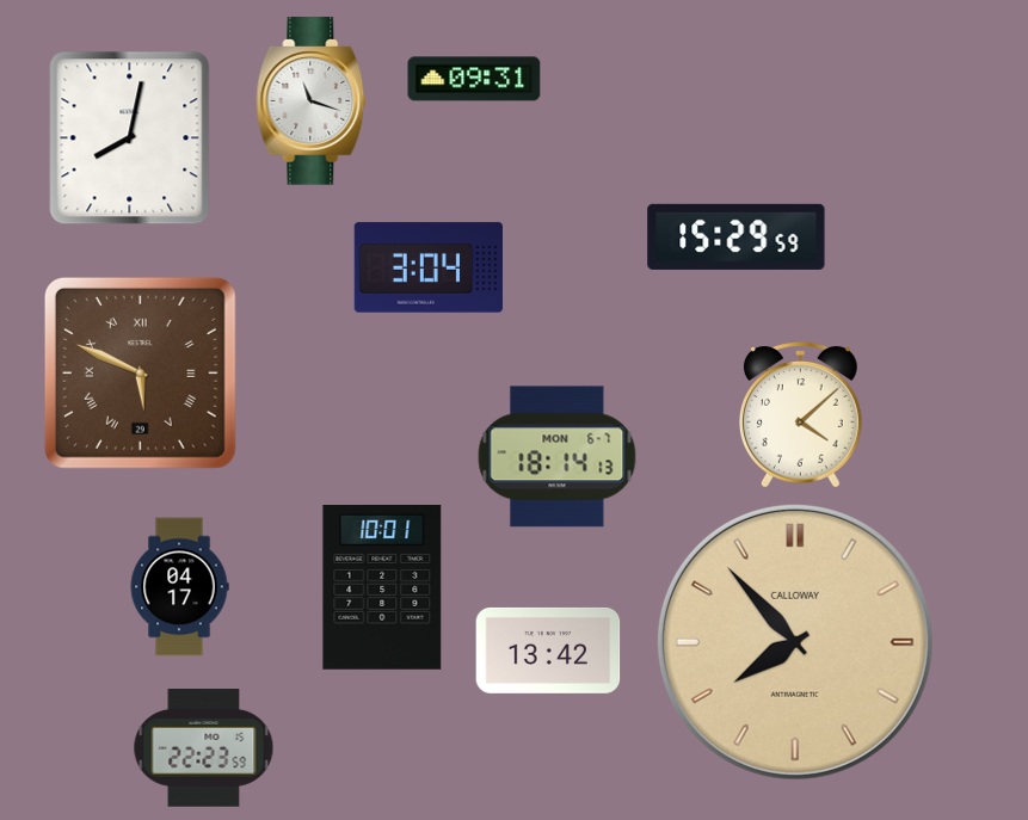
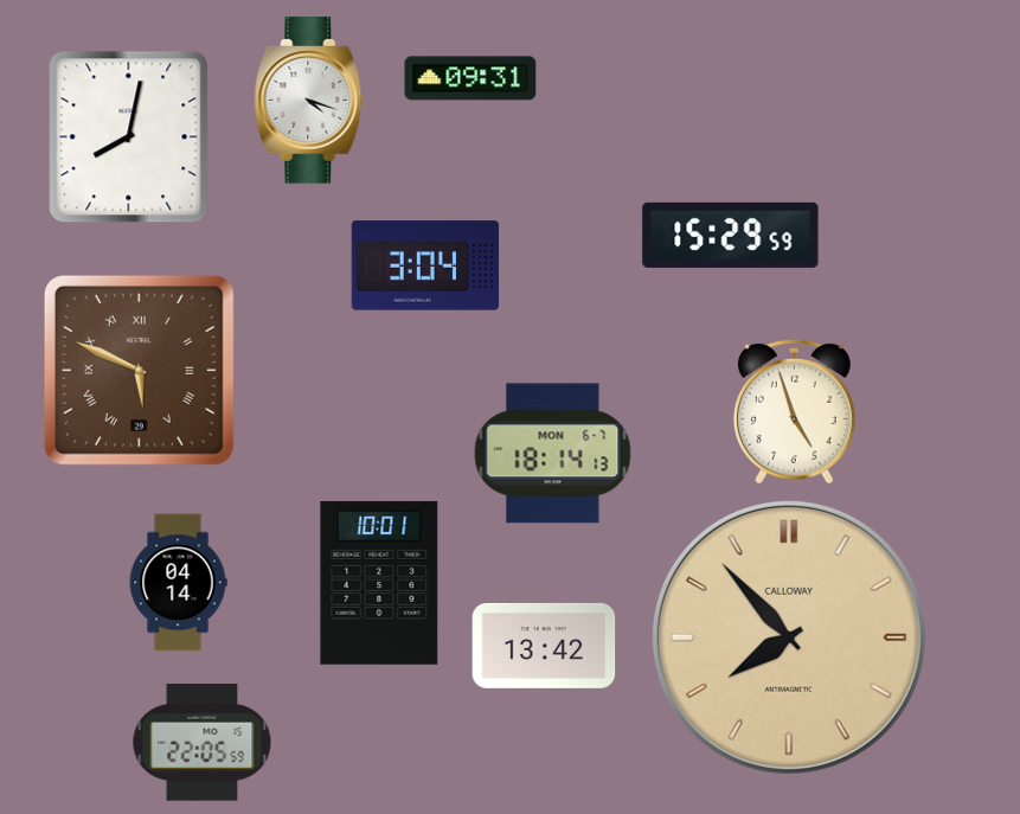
clock at (312, 101): 11:18 -> 4:18
clock at (801, 415): 4:08 -> 4:57
clock at (179, 587): 04:17 -> 04:14
clock at (204, 748): 22:23 -> 22:05
